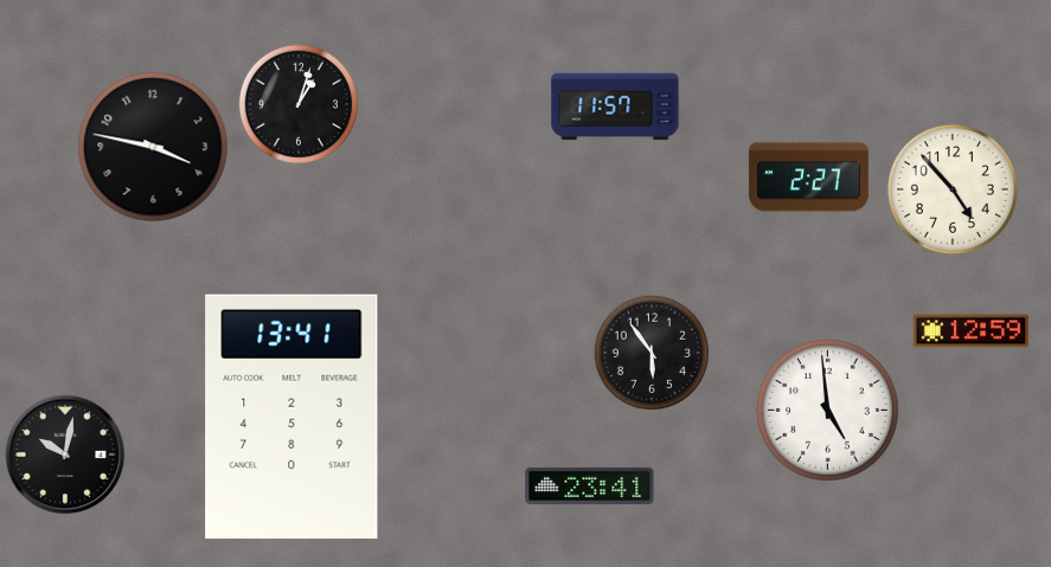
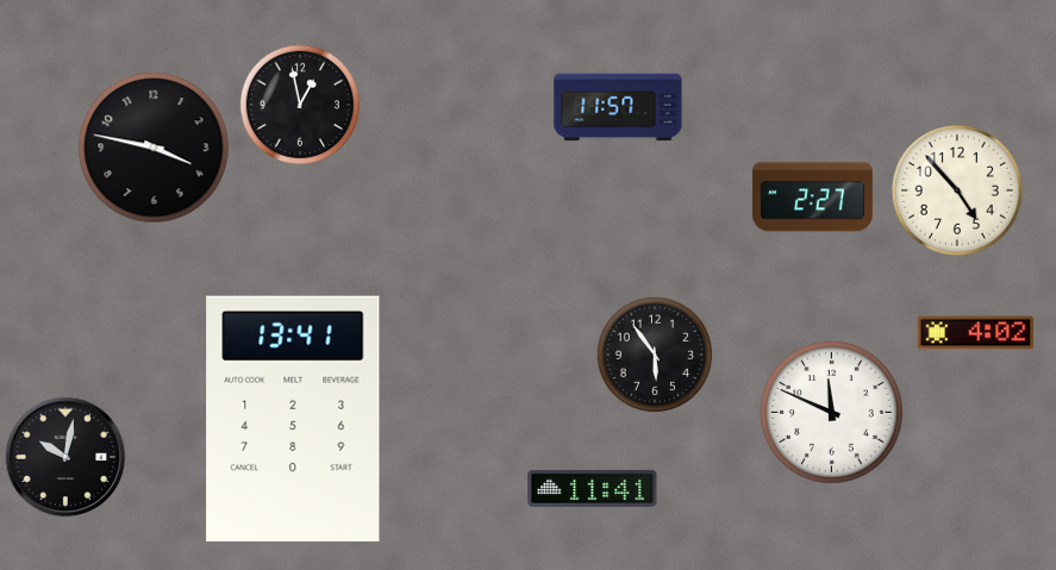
clock at (297, 103): 1:03 -> 12:58
clock at (808, 178) position: (808, 178) -> (812, 198)
clock at (970, 331): 12:59 -> 4:02
clock at (828, 411): 4:59 -> 11:49
clock at (590, 485): 23:41 -> 11:41
